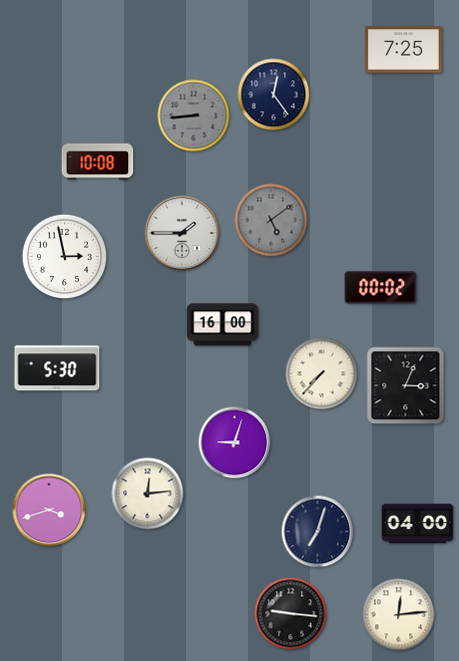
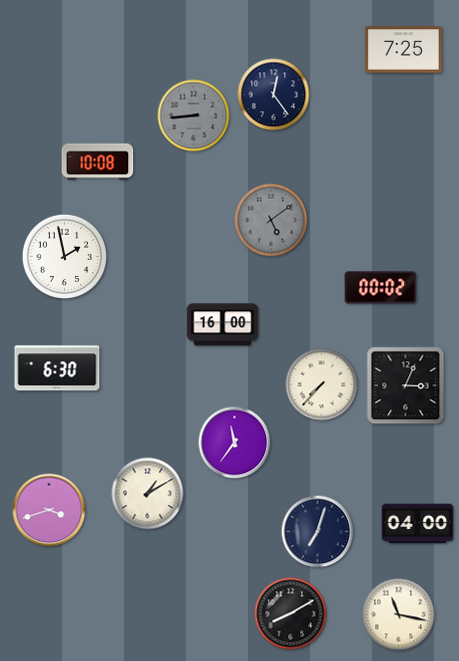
clock at (182, 233): 1:45 -> none
clock at (65, 257): 2:58 -> 1:58
clock at (57, 368): 5:30 -> 6:30
clock at (322, 374) position: (322, 374) -> (322, 385)
clock at (235, 443): 9:03 -> 11:36
clock at (148, 494): 12:14 -> 1:10
clock at (291, 614): 9:16 -> 8:10
clock at (399, 615): 12:14 -> 11:17
